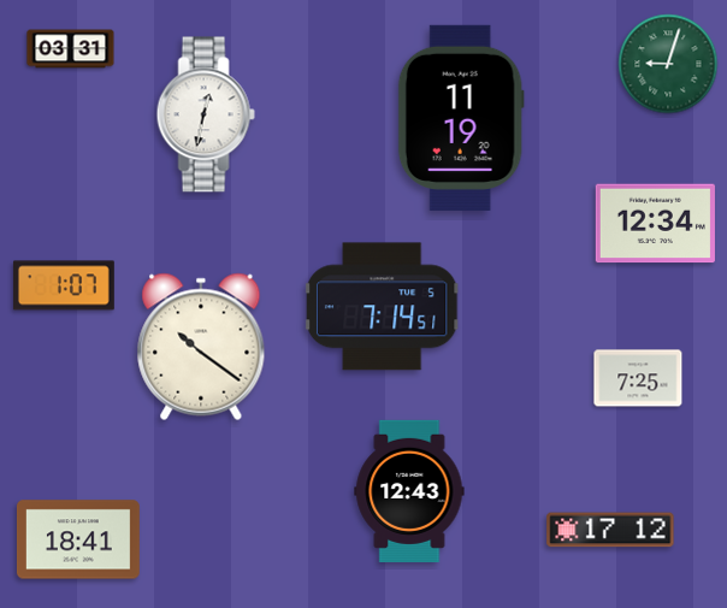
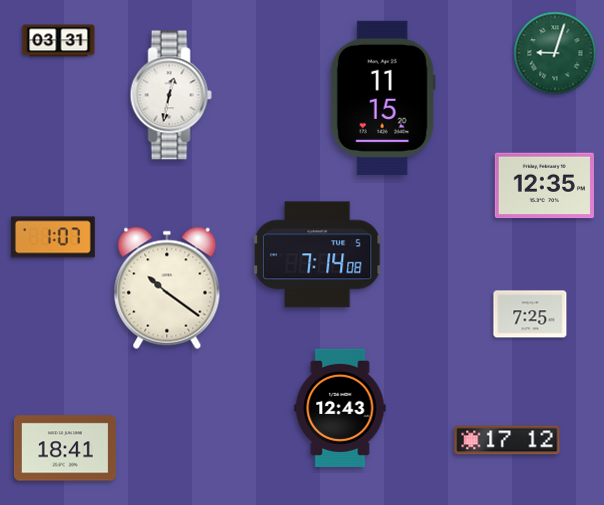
clock at (461, 118): 11:19 -> 11:15
clock at (655, 224): 12:34 -> 12:35
clock at (382, 307): 7:14:51 -> 7:14:08
